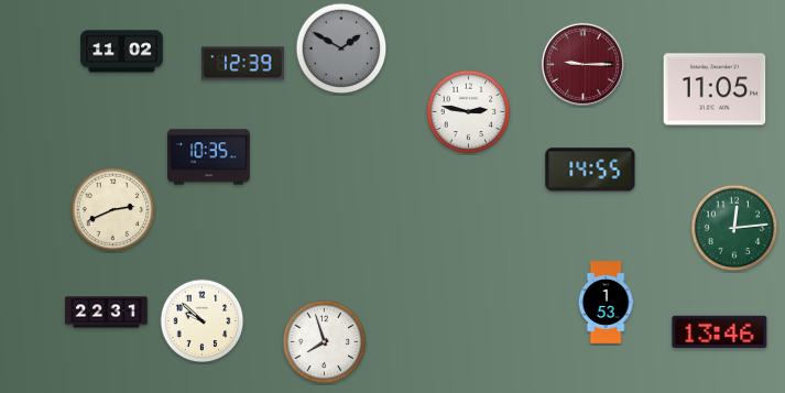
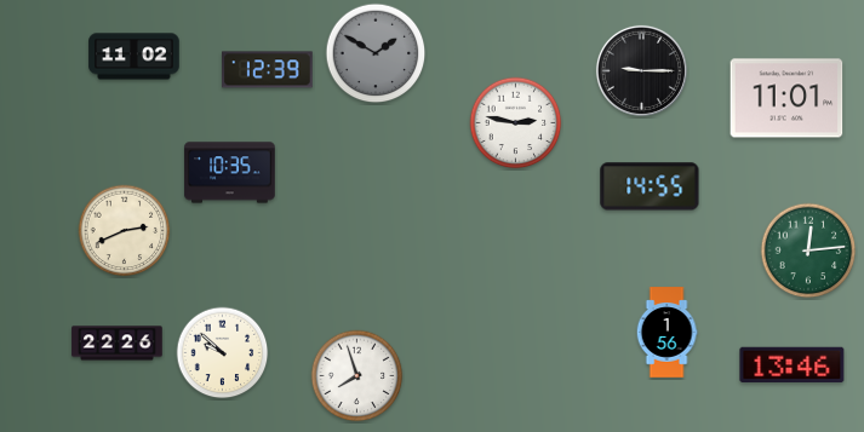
clock at (582, 64) dial: burgundy -> black
clock at (715, 89): 11:05 -> 11:01
clock at (606, 303): 1:53 -> 1:56
clock at (107, 313): 22:31 -> 22:26
